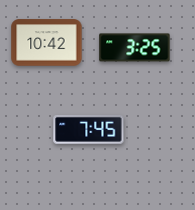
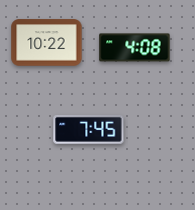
clock at (47, 43): 10:42 -> 10:22
clock at (135, 48): 3:25 -> 4:08
